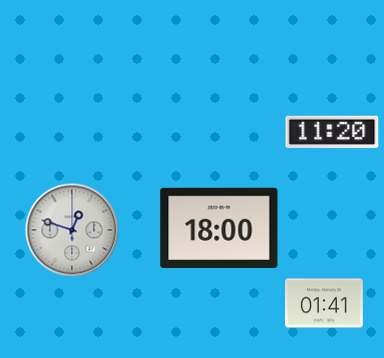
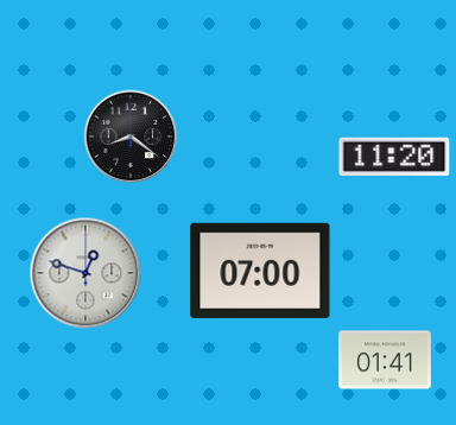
clock at (131, 137): none -> 8:21
clock at (219, 228): 18:00 -> 07:00
